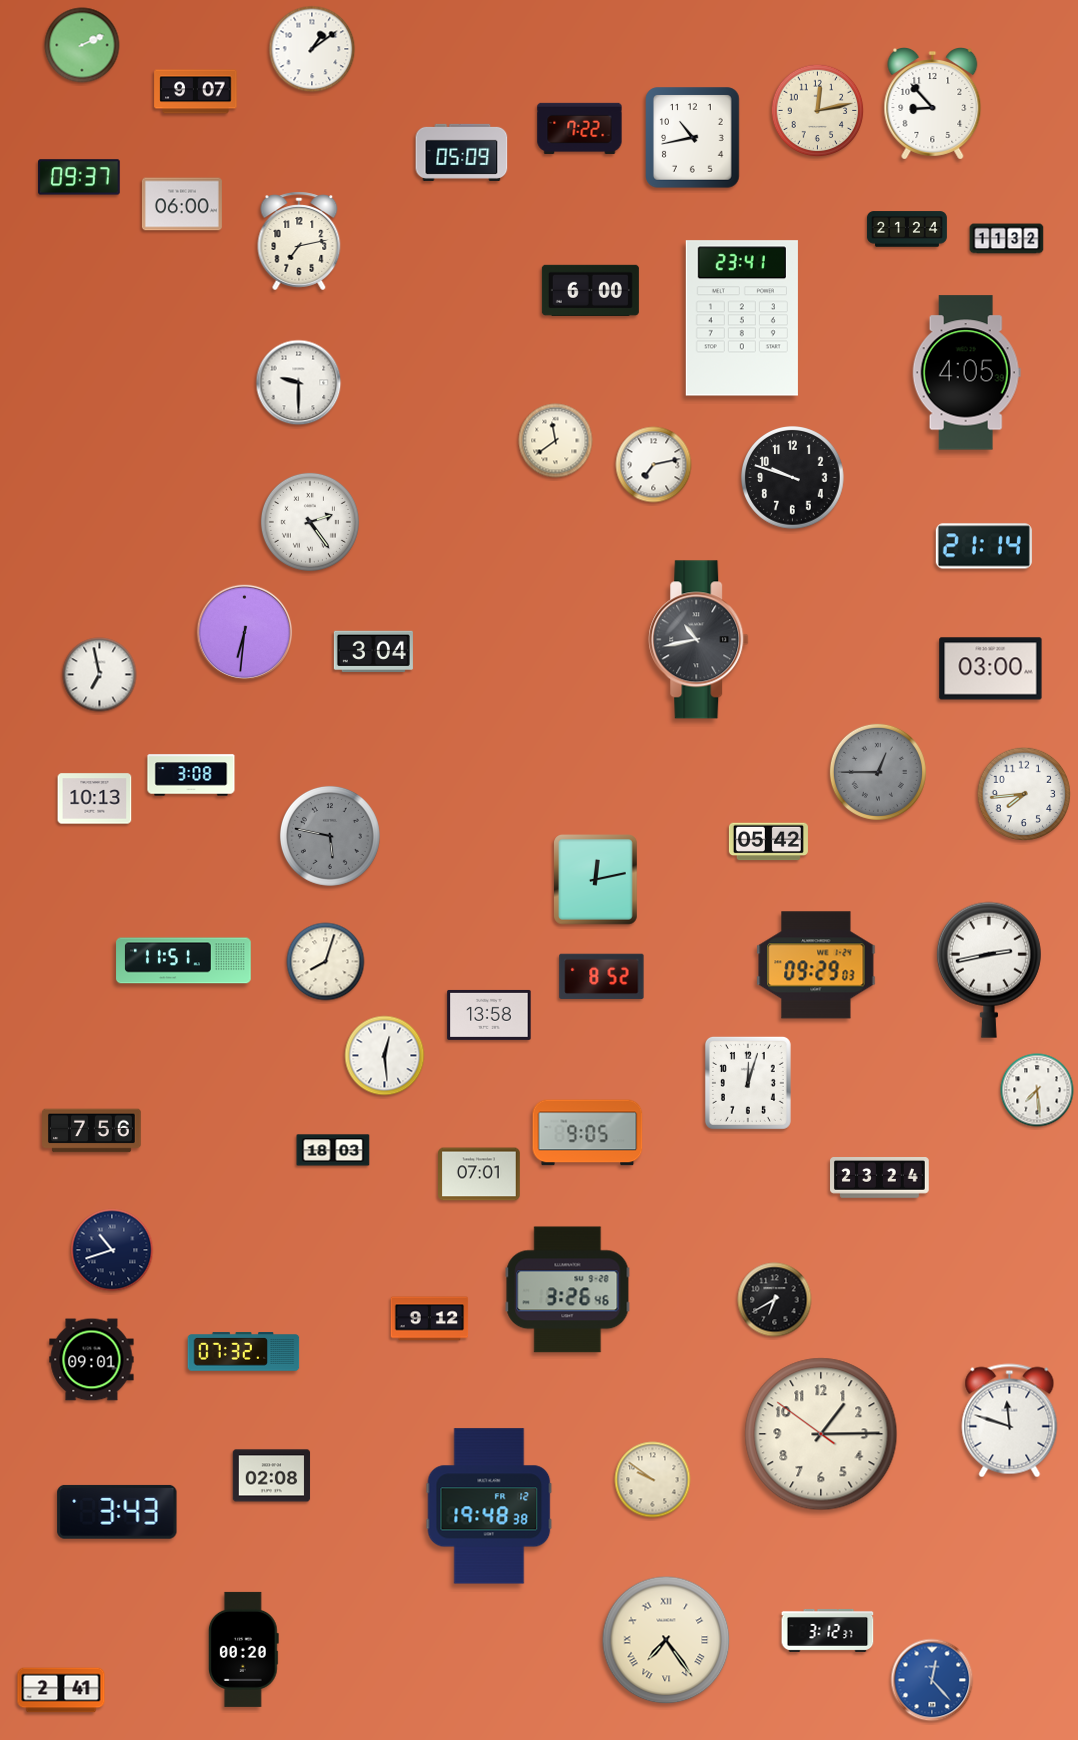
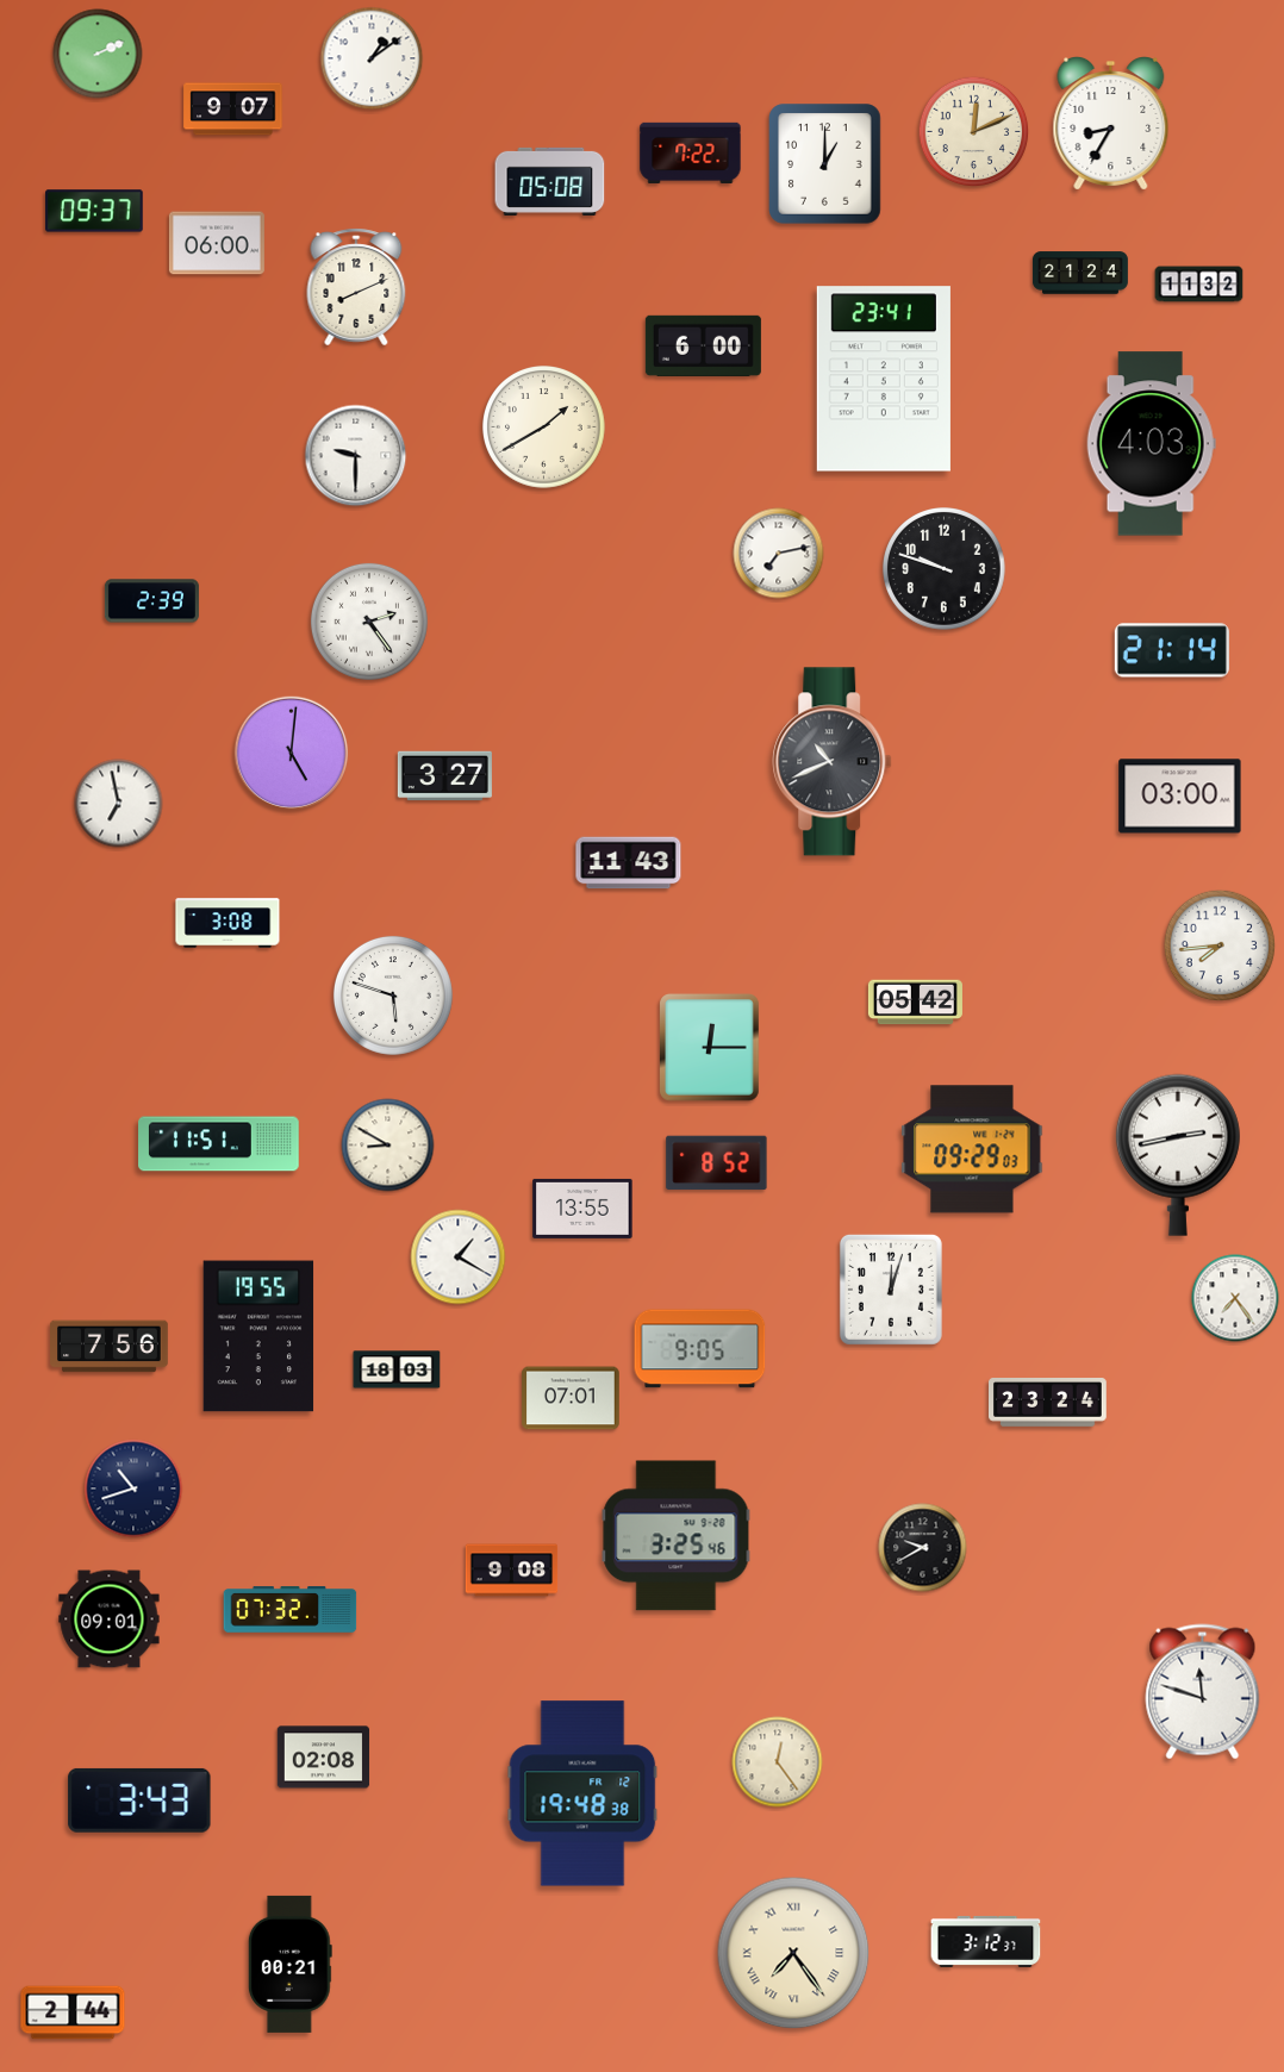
clock at (933, 104): 8:53 -> 8:35
clock at (818, 111): 12:13 -> 12:11
clock at (693, 138): 10:43 -> 1:00
clock at (462, 152): 05:09 -> 05:08
clock at (299, 241): 7:13 -> 8:11
clock at (544, 427): none -> 1:40
clock at (966, 373): 4:05 -> 4:03
clock at (556, 441): 11:39 -> none
clock at (151, 601): none -> 2:39
clock at (245, 633): 6:31 -> 5:01
clock at (699, 640): 10:43 -> 10:41
clock at (373, 652): 3:04 -> 3:27
clock at (629, 863): none -> 11:43
clock at (878, 772): 12:45 -> none
clock at (95, 799): 10:13 -> none
clock at (330, 836): 5:47 -> 5:48
clock at (330, 836) dial: grey -> white
clock at (596, 880): 12:13 -> 12:15
clock at (326, 962): 8:03 -> 8:50
clock at (489, 1015): 13:58 -> 13:55
clock at (385, 1056): 12:29 -> 1:20
clock at (1037, 1090): 7:29 -> 7:24
clock at (258, 1336): none -> 19:55
clock at (568, 1290): 3:26 -> 3:25
clock at (775, 1300): 6:40 -> 9:40
clock at (430, 1319): 9:12 -> 9:08
clock at (821, 1434): 1:14 -> none
clock at (653, 1480): 9:51 -> 12:24
clock at (243, 1649): 00:20 -> 00:21
clock at (932, 1680): 12:23 -> none
clock at (61, 1690): 2:41 -> 2:44
